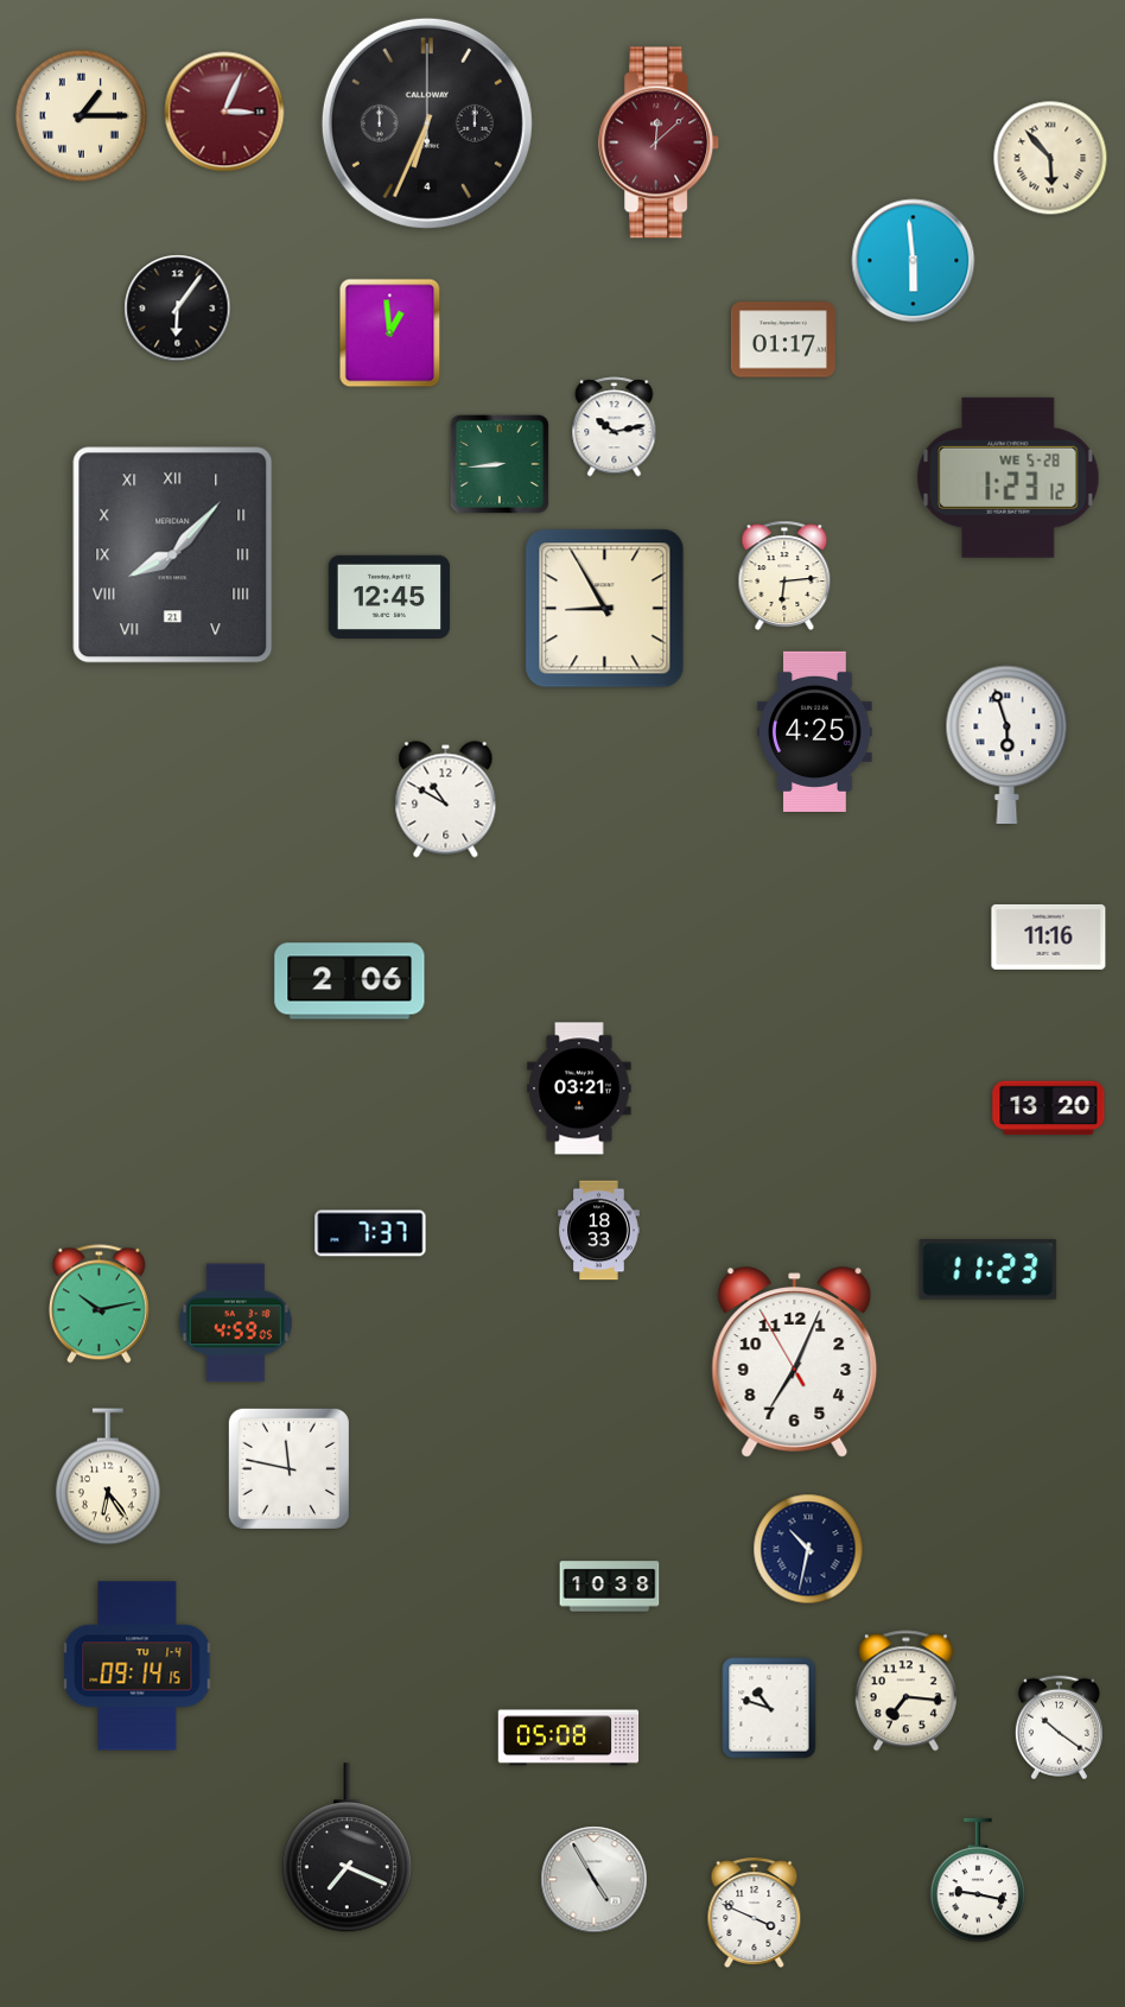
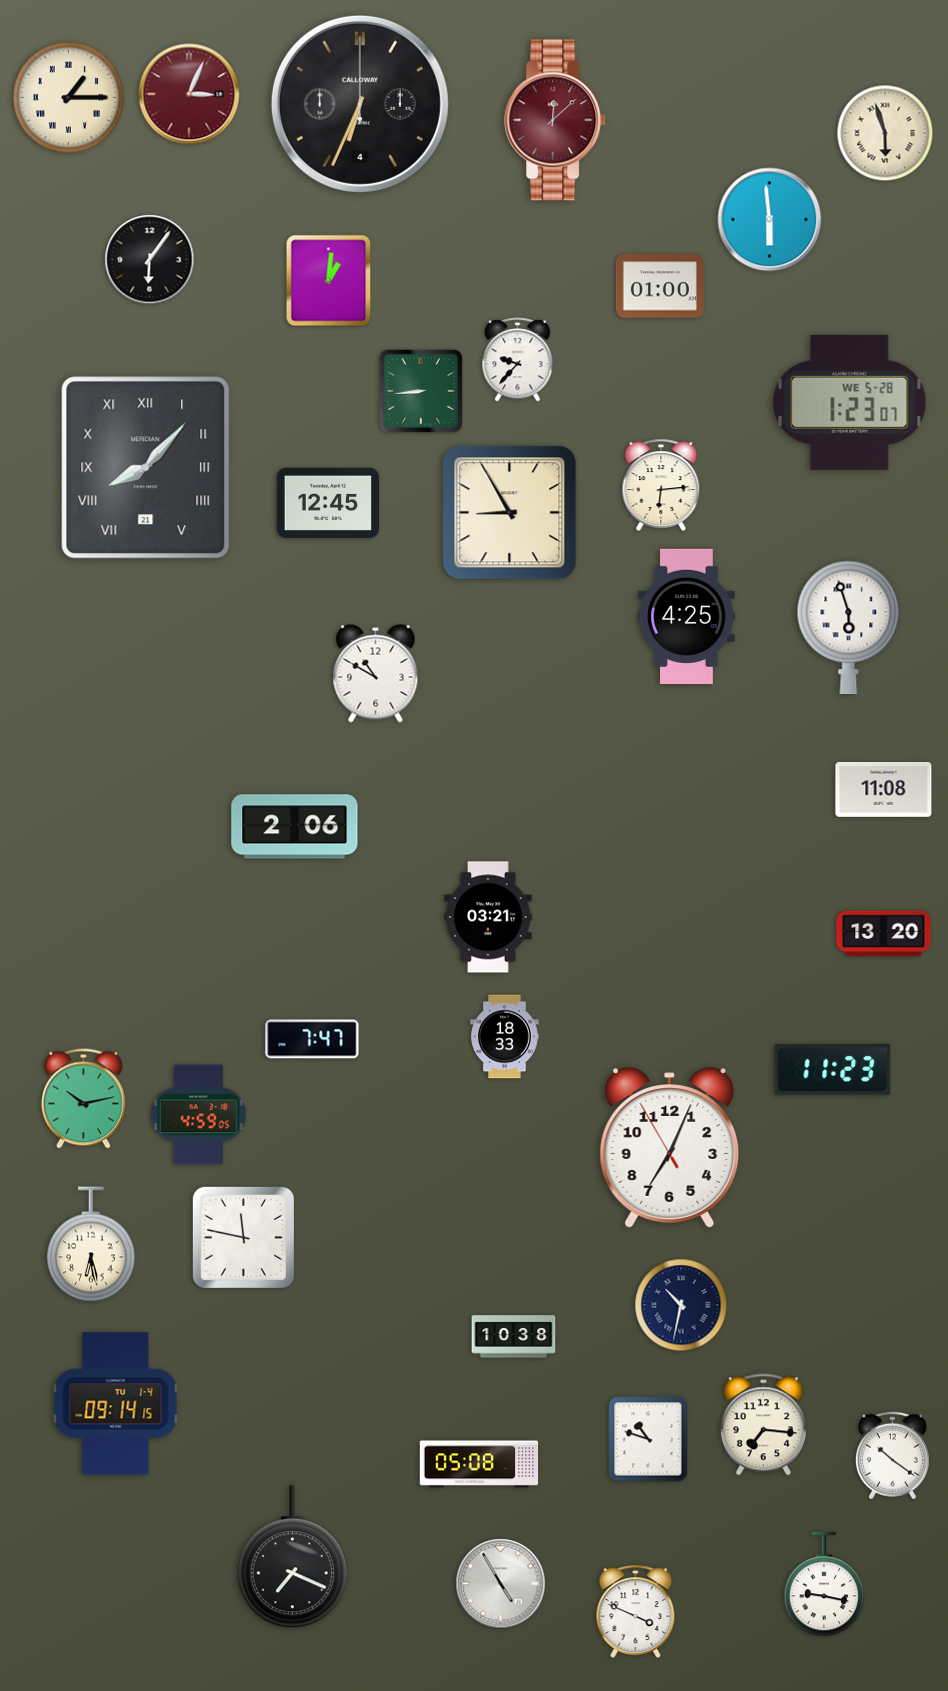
clock at (1050, 158): 5:53 -> 5:57
clock at (390, 334): 12:59 -> 1:01
clock at (783, 339): 01:17 -> 01:00
clock at (615, 427): 10:13 -> 9:37
clock at (1009, 477): 1:23:12 -> 1:23:07
clock at (1049, 936): 11:16 -> 11:08
clock at (370, 1233): 7:37 -> 7:47
clock at (108, 1476): 6:24 -> 6:28
